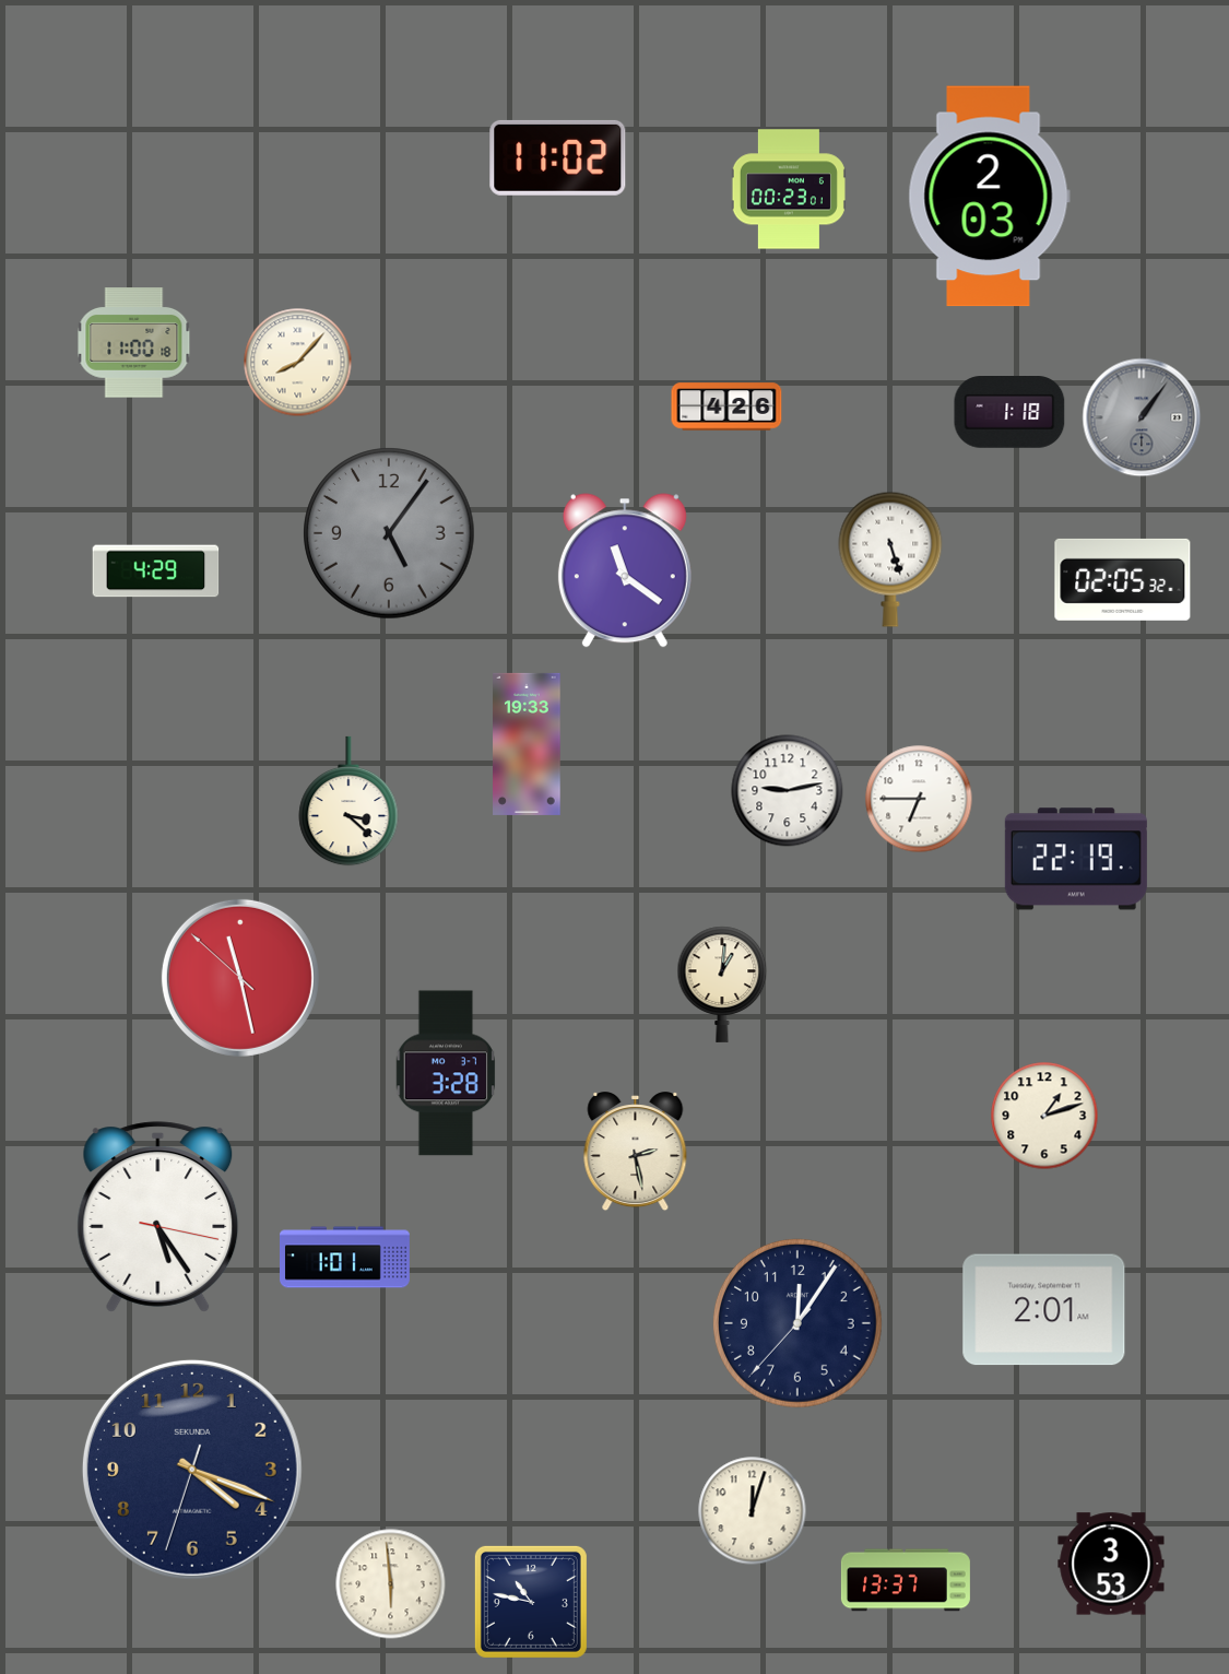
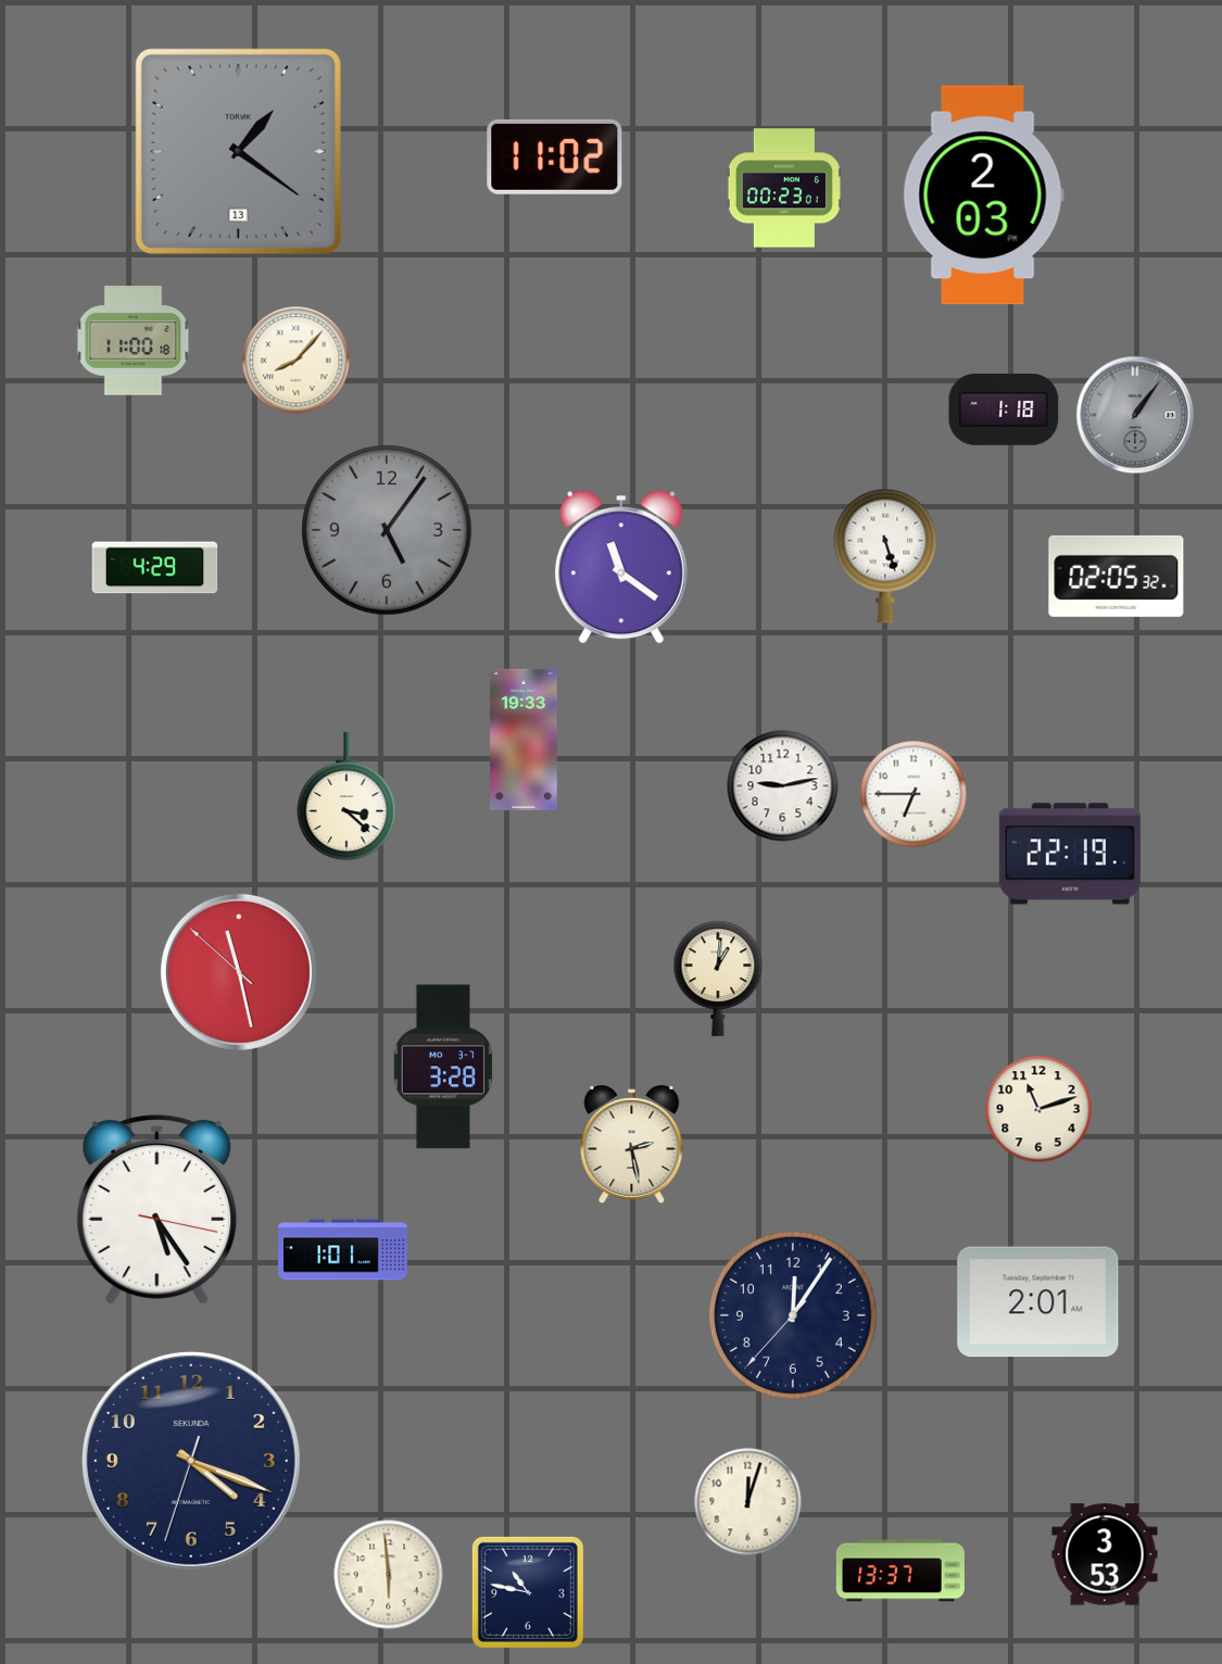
clock at (238, 151): none -> 1:21
clock at (726, 406): 4:26 -> none
clock at (1044, 1116): 1:12 -> 11:12
